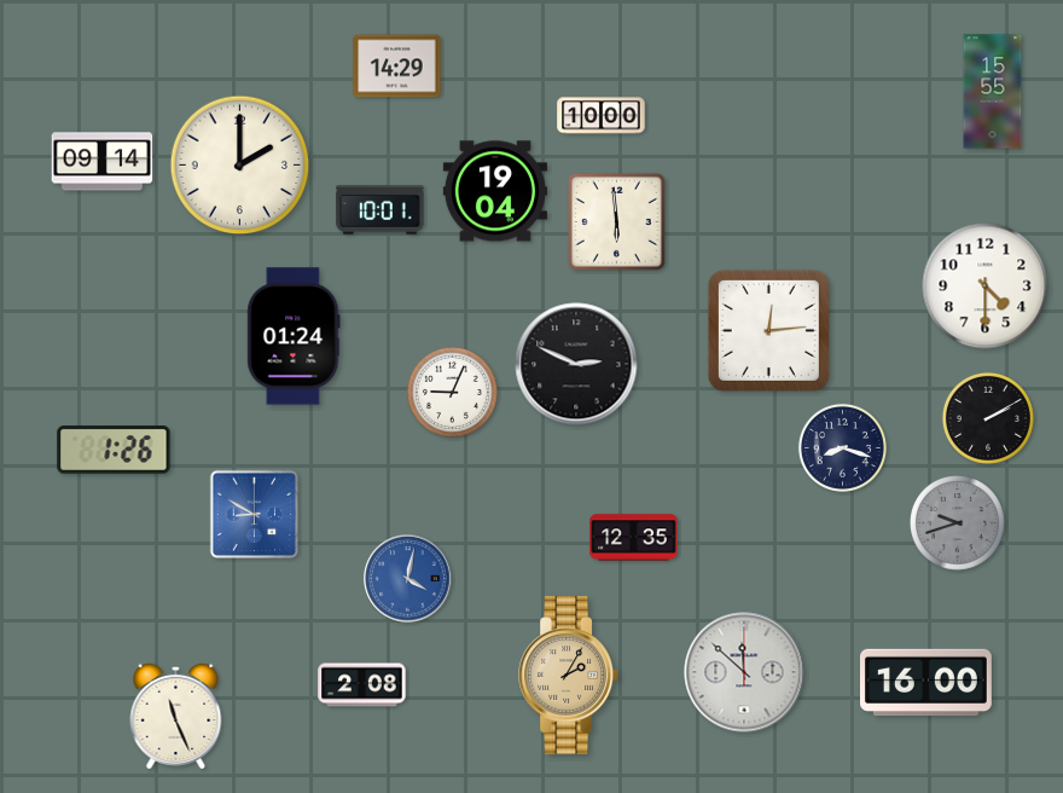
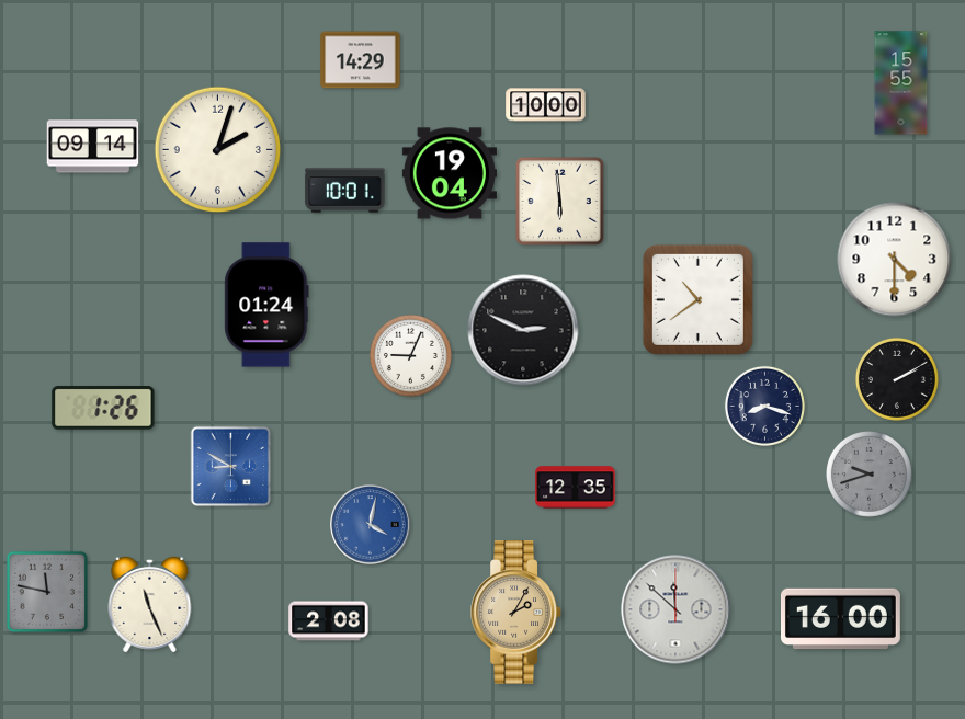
clock at (240, 166): 2:00 -> 2:03
clock at (768, 330): 12:14 -> 10:39
clock at (47, 592): none -> 11:47
clock at (176, 716) position: (176, 716) -> (150, 604)
